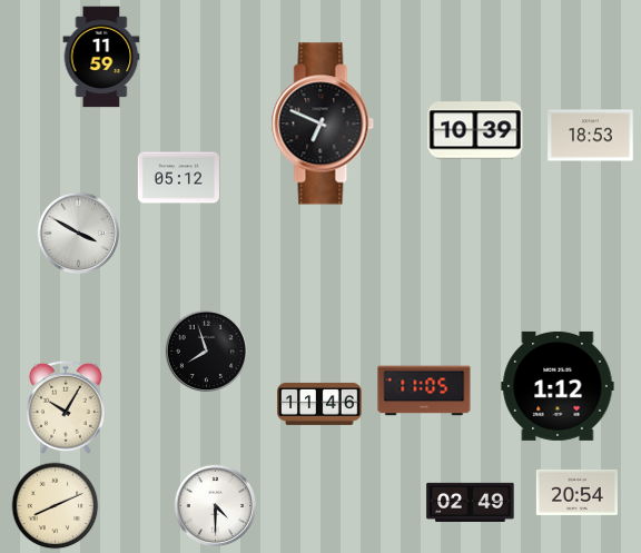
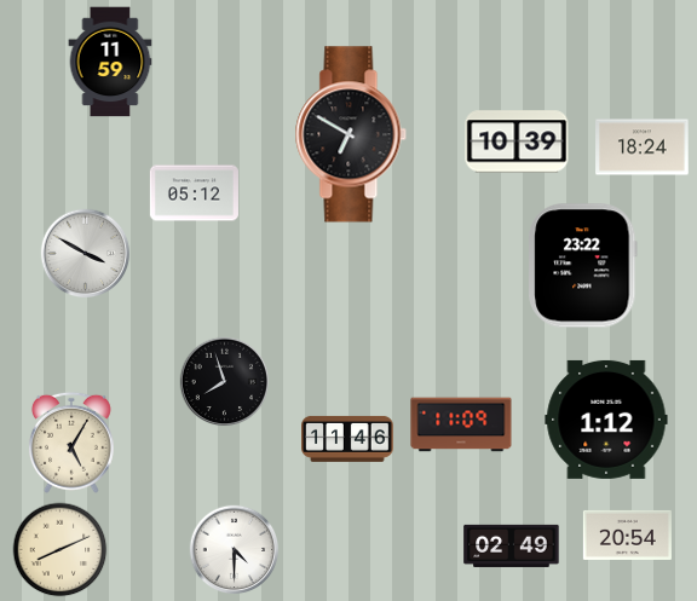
clock at (323, 124): 6:49 -> 6:50
clock at (591, 136): 18:53 -> 18:24
clock at (583, 266): none -> 23:22
clock at (424, 391): 11:05 -> 11:09
clock at (66, 407): 10:05 -> 5:05
